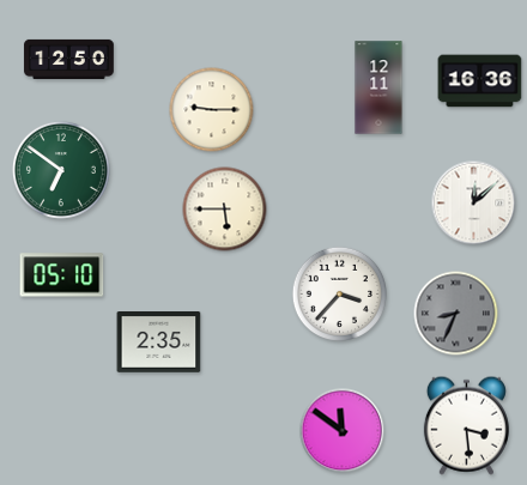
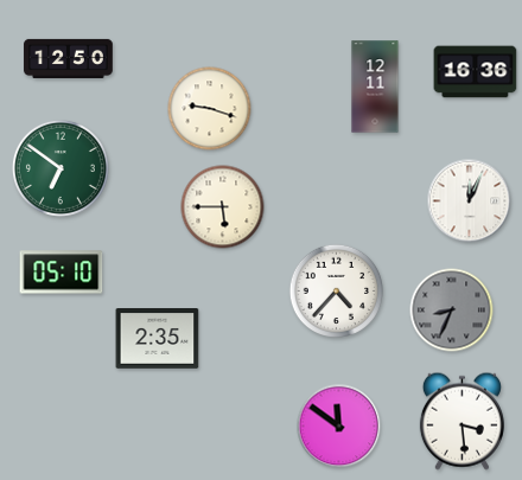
clock at (480, 81) position: (480, 81) -> (476, 72)
clock at (212, 110): 9:15 -> 9:18
clock at (474, 204): 12:08 -> 12:04
clock at (339, 293): 3:37 -> 4:37
